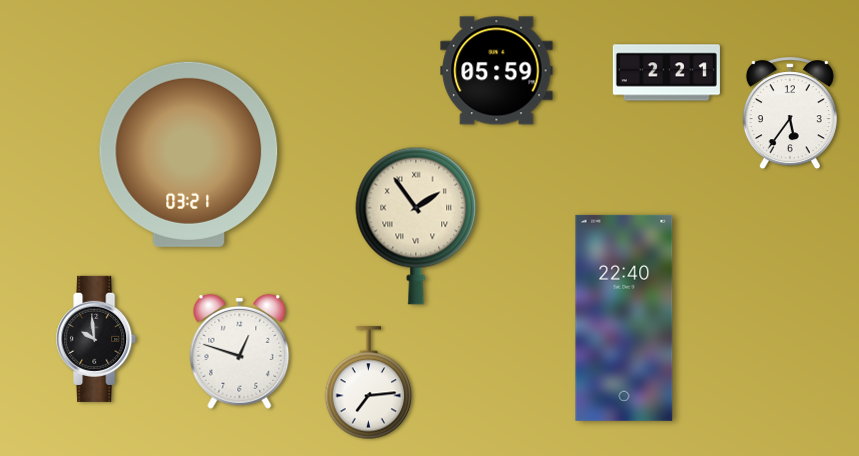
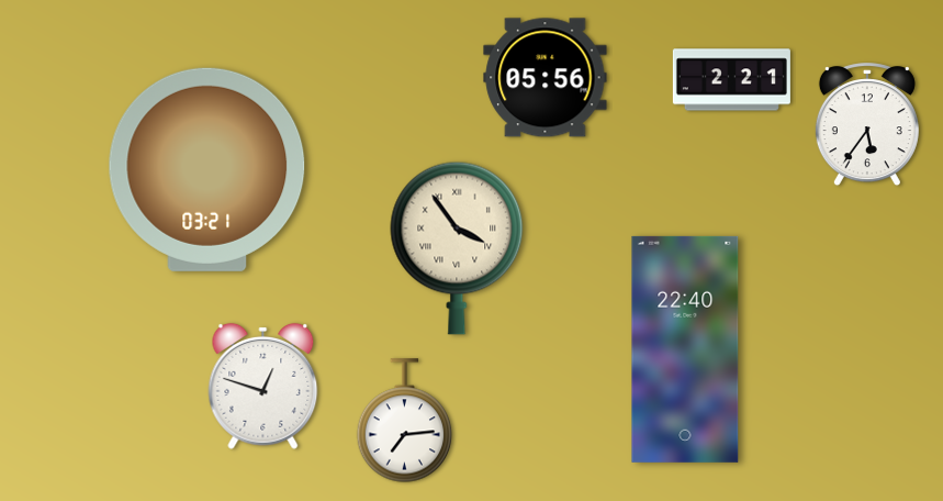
clock at (497, 71): 05:59 -> 05:56
clock at (416, 226): 1:54 -> 3:54
clock at (97, 339): 9:59 -> none
